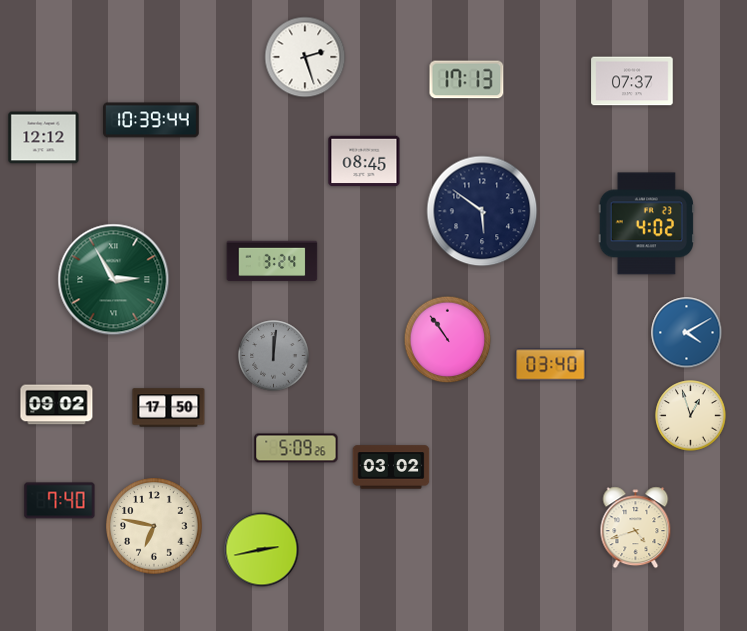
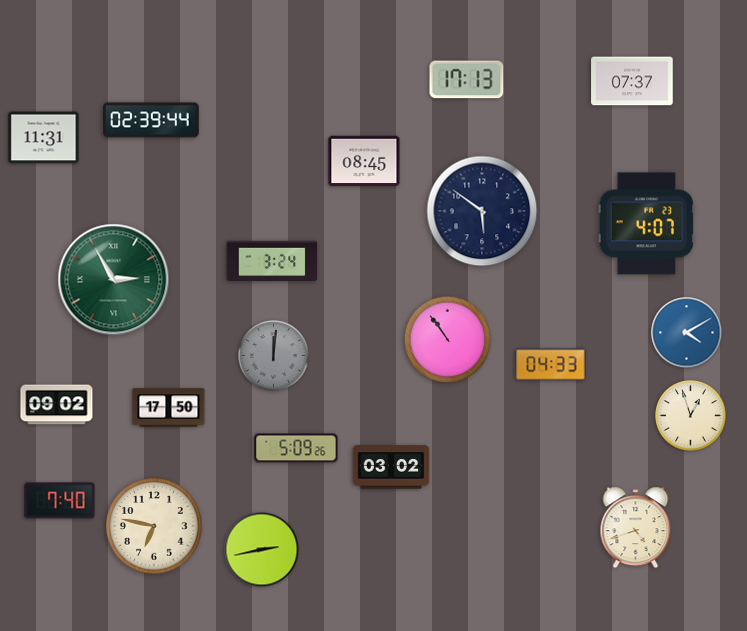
clock at (305, 57): 2:27 -> none
clock at (151, 120): 10:39 -> 02:39
clock at (44, 138): 12:12 -> 11:31
clock at (646, 224): 4:02 -> 4:07
clock at (551, 365): 03:40 -> 04:33
